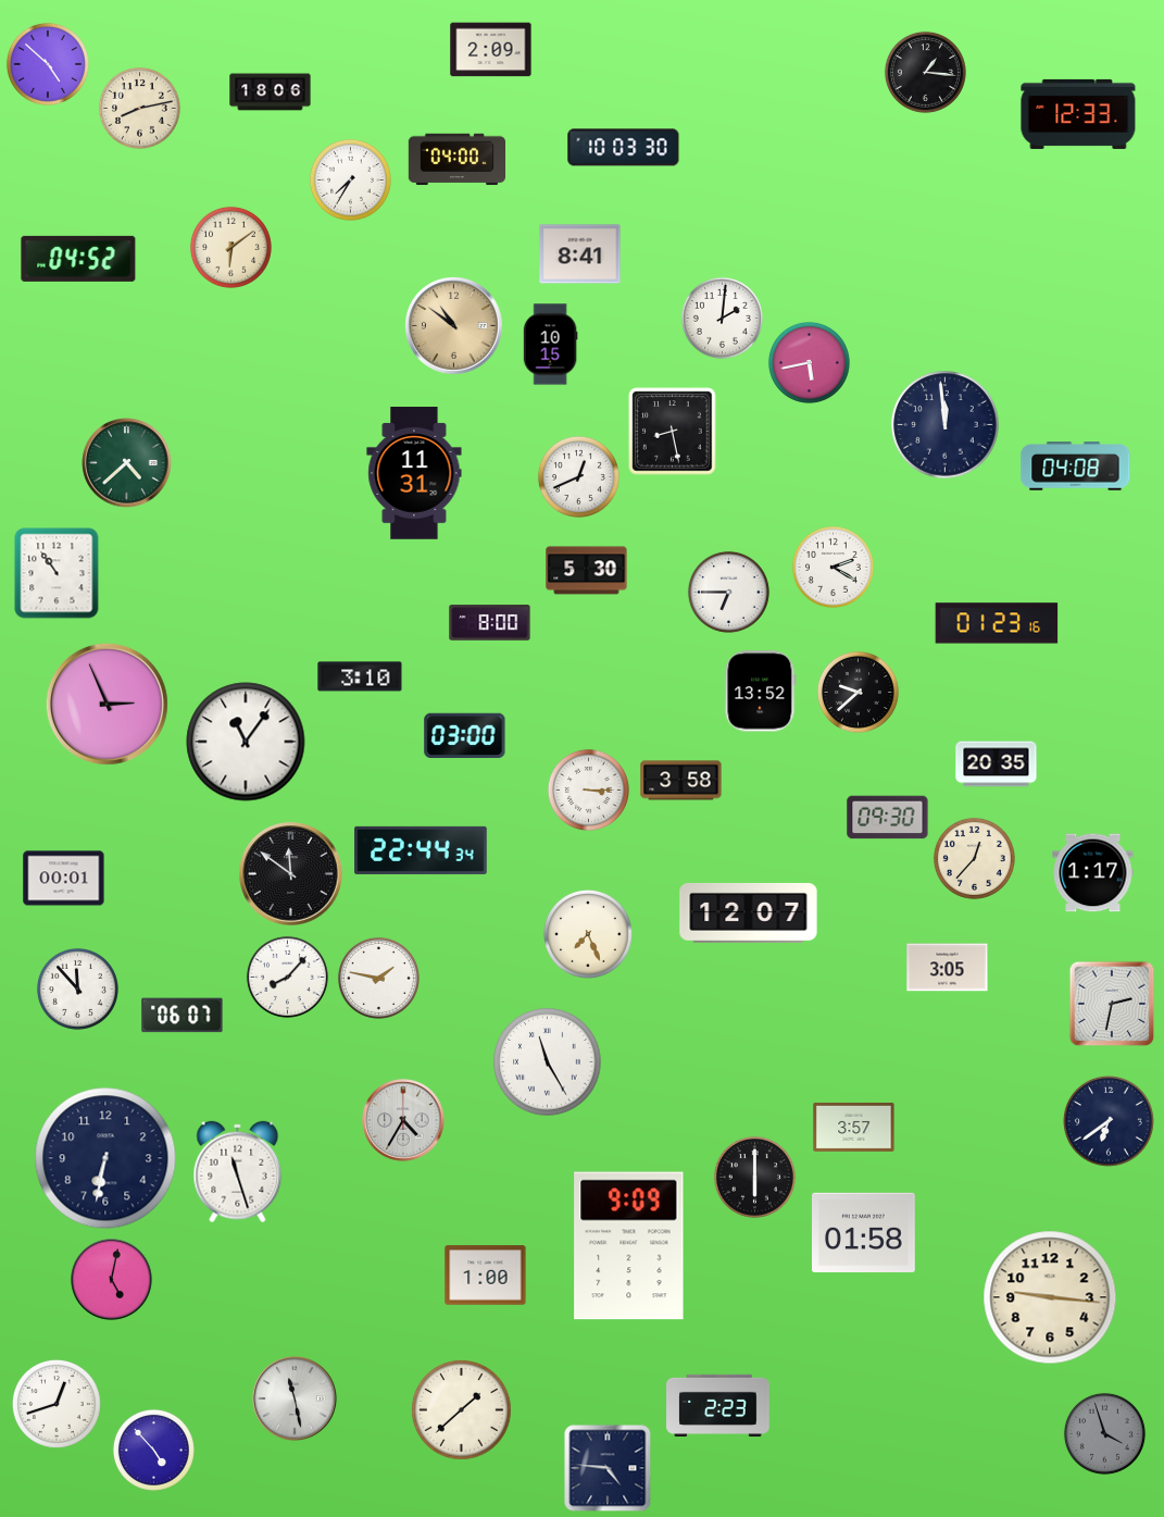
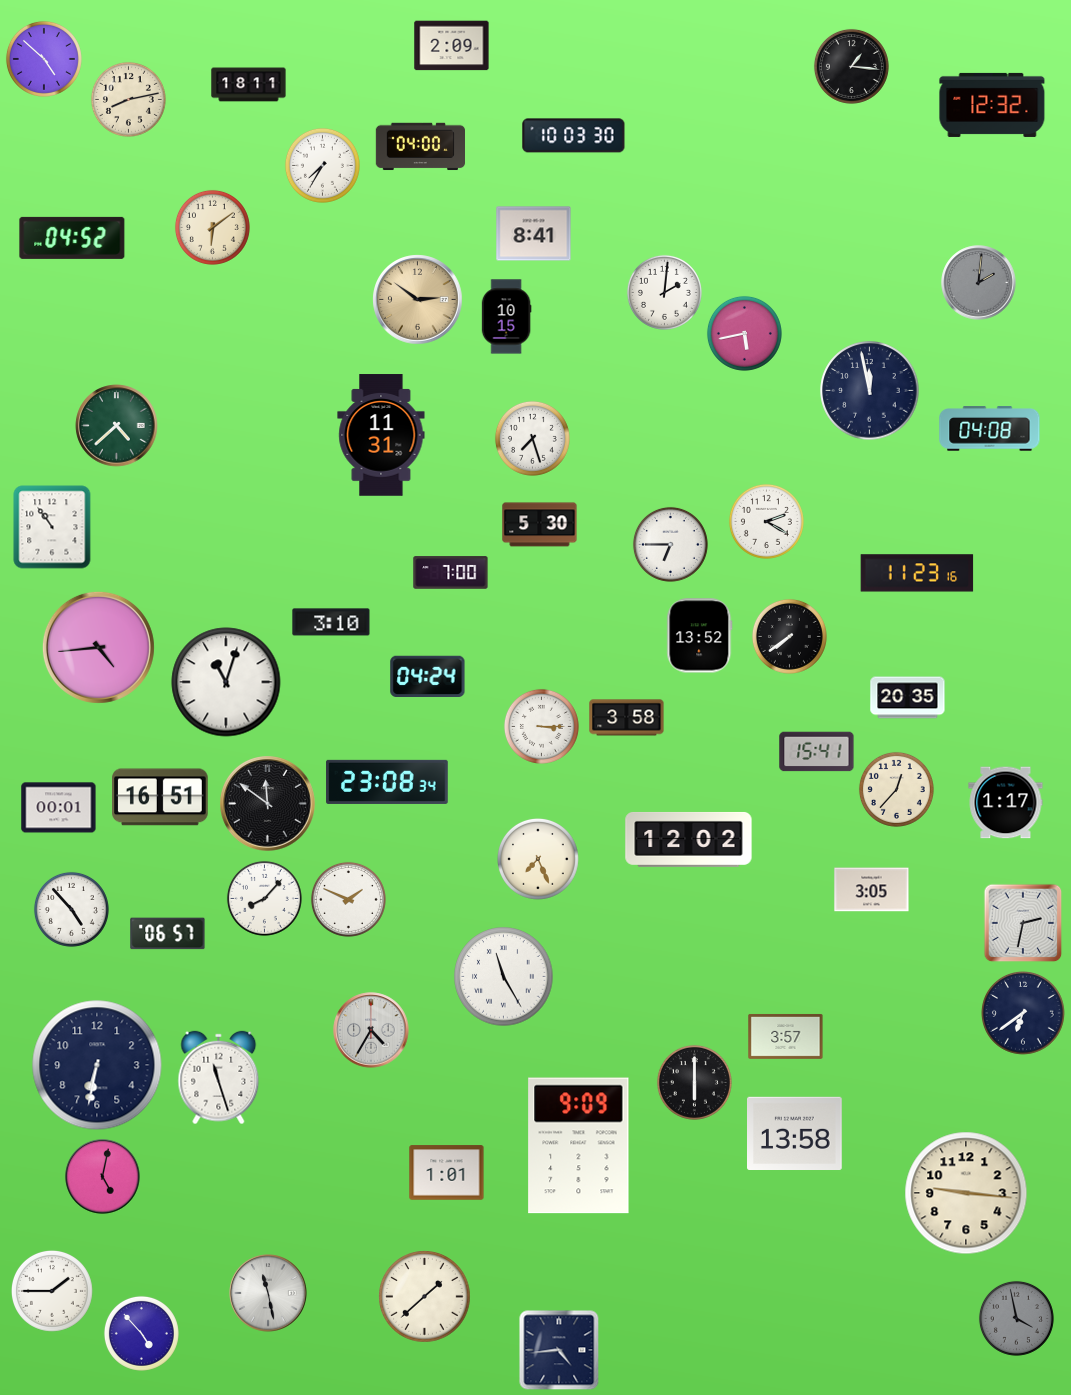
clock at (271, 92): 18:06 -> 18:11
clock at (1078, 114): 12:33 -> 12:32
clock at (979, 283): none -> 2:01
clock at (454, 326): 10:51 -> 2:51
clock at (946, 425): 11:59 -> 11:58
clock at (673, 432): 8:28 -> none
clock at (578, 476): 12:41 -> 7:27
clock at (490, 623): 8:00 -> 7:00
clock at (997, 623): 01:23 -> 11:23
clock at (858, 692): 9:38 -> 7:39
clock at (107, 704): 2:56 -> 4:44
clock at (465, 736): 03:00 -> 04:24
clock at (246, 742): 11:06 -> 11:03
clock at (997, 764) position: (997, 764) -> (908, 698)
clock at (888, 818): 09:30 -> 15:41
clock at (421, 850): 22:44 -> 23:08
clock at (160, 797): none -> 16:51
clock at (749, 912): 12:07 -> 12:02
clock at (588, 934) position: (588, 934) -> (538, 859)
clock at (378, 978): 1:47 -> 1:49
clock at (77, 988): 11:53 -> 4:53
clock at (183, 1016): 06:07 -> 06:57
clock at (1110, 1122) position: (1110, 1122) -> (1024, 1014)
clock at (864, 1232): 01:58 -> 13:58
clock at (486, 1276): 1:00 -> 1:01
clock at (295, 1398) position: (295, 1398) -> (268, 1293)
clock at (57, 1404): 12:42 -> 1:45
clock at (718, 1405): 2:23 -> none
clock at (1104, 1433): 3:57 -> 3:58
clock at (608, 1468): 4:46 -> 4:44
